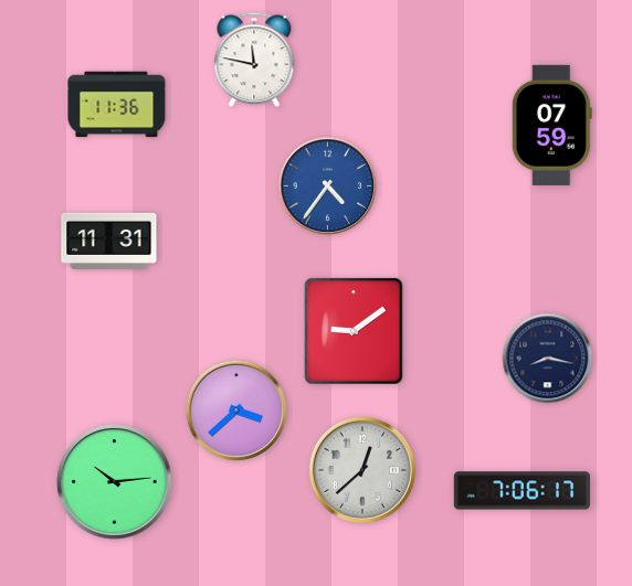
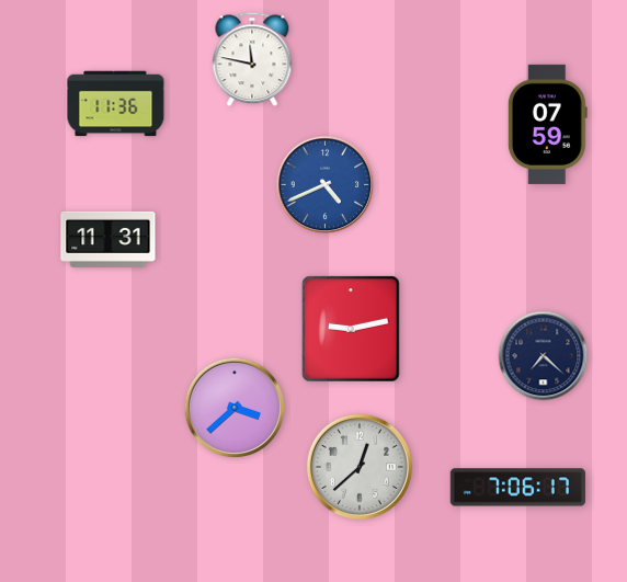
clock at (328, 187): 4:36 -> 4:41
clock at (354, 331): 9:09 -> 9:13
clock at (548, 359): 8:17 -> 7:22
clock at (115, 482): 10:14 -> none
